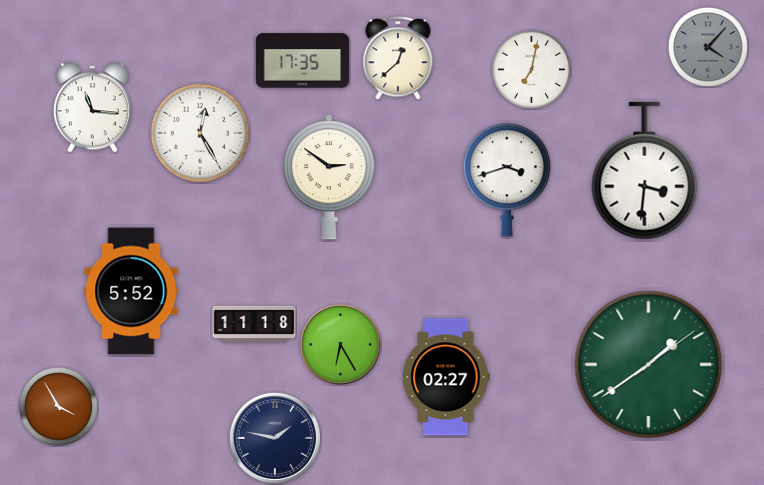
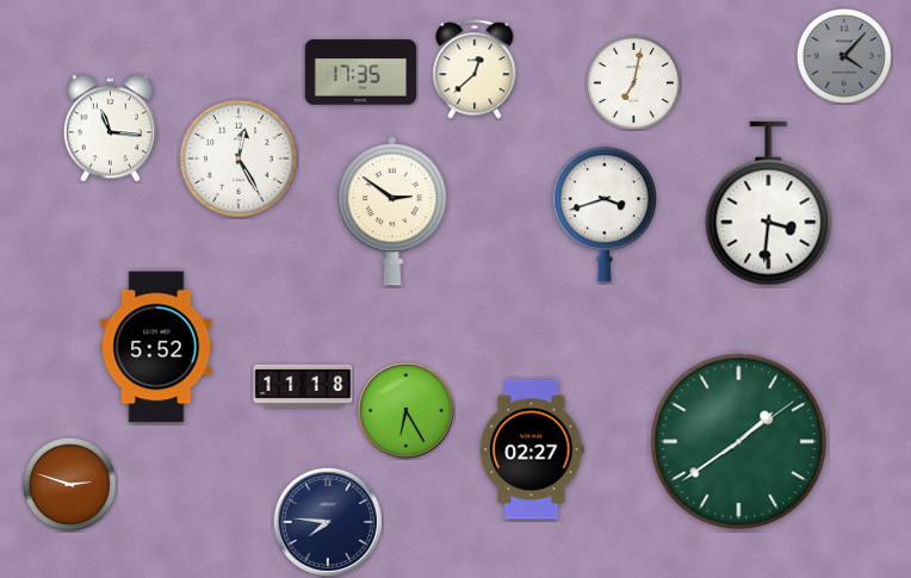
clock at (649, 365) position: (649, 365) -> (739, 442)
clock at (58, 406): 3:55 -> 2:48
clock at (275, 438): 1:47 -> 7:46
